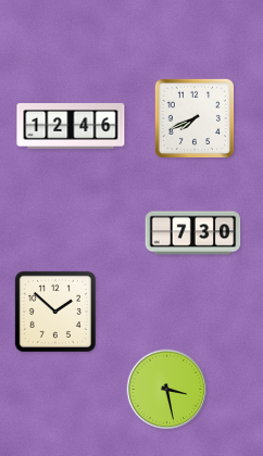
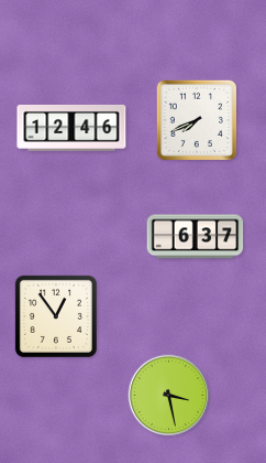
clock at (193, 233): 7:30 -> 6:37
clock at (55, 312): 1:52 -> 12:54
